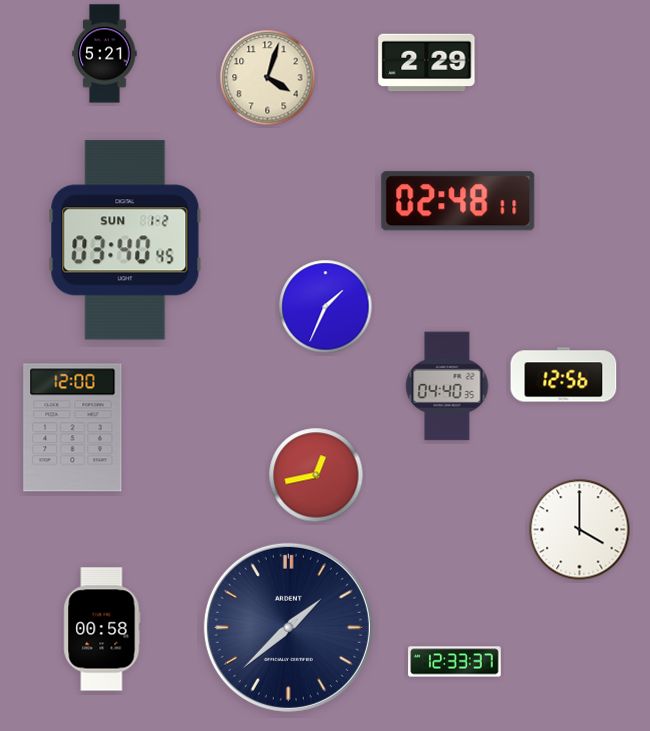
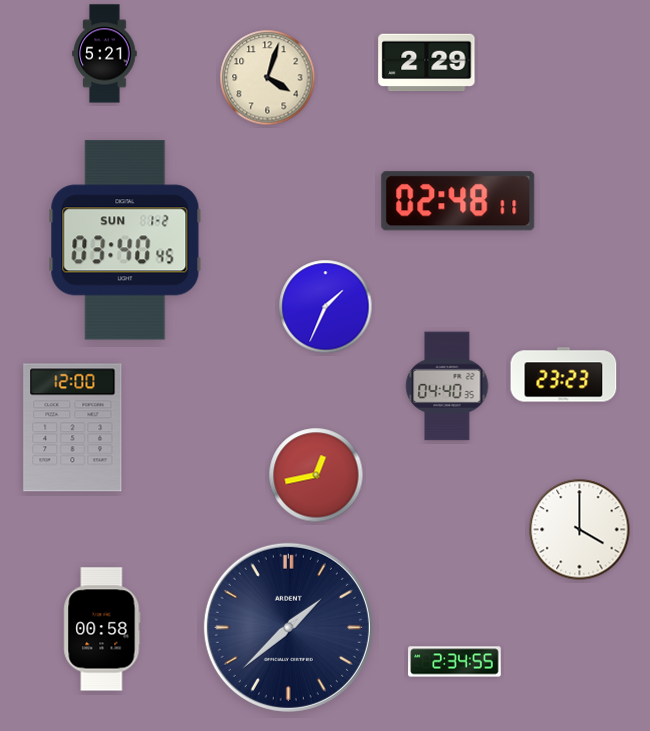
clock at (564, 375): 12:56 -> 23:23
clock at (455, 662): 12:33 -> 2:34
